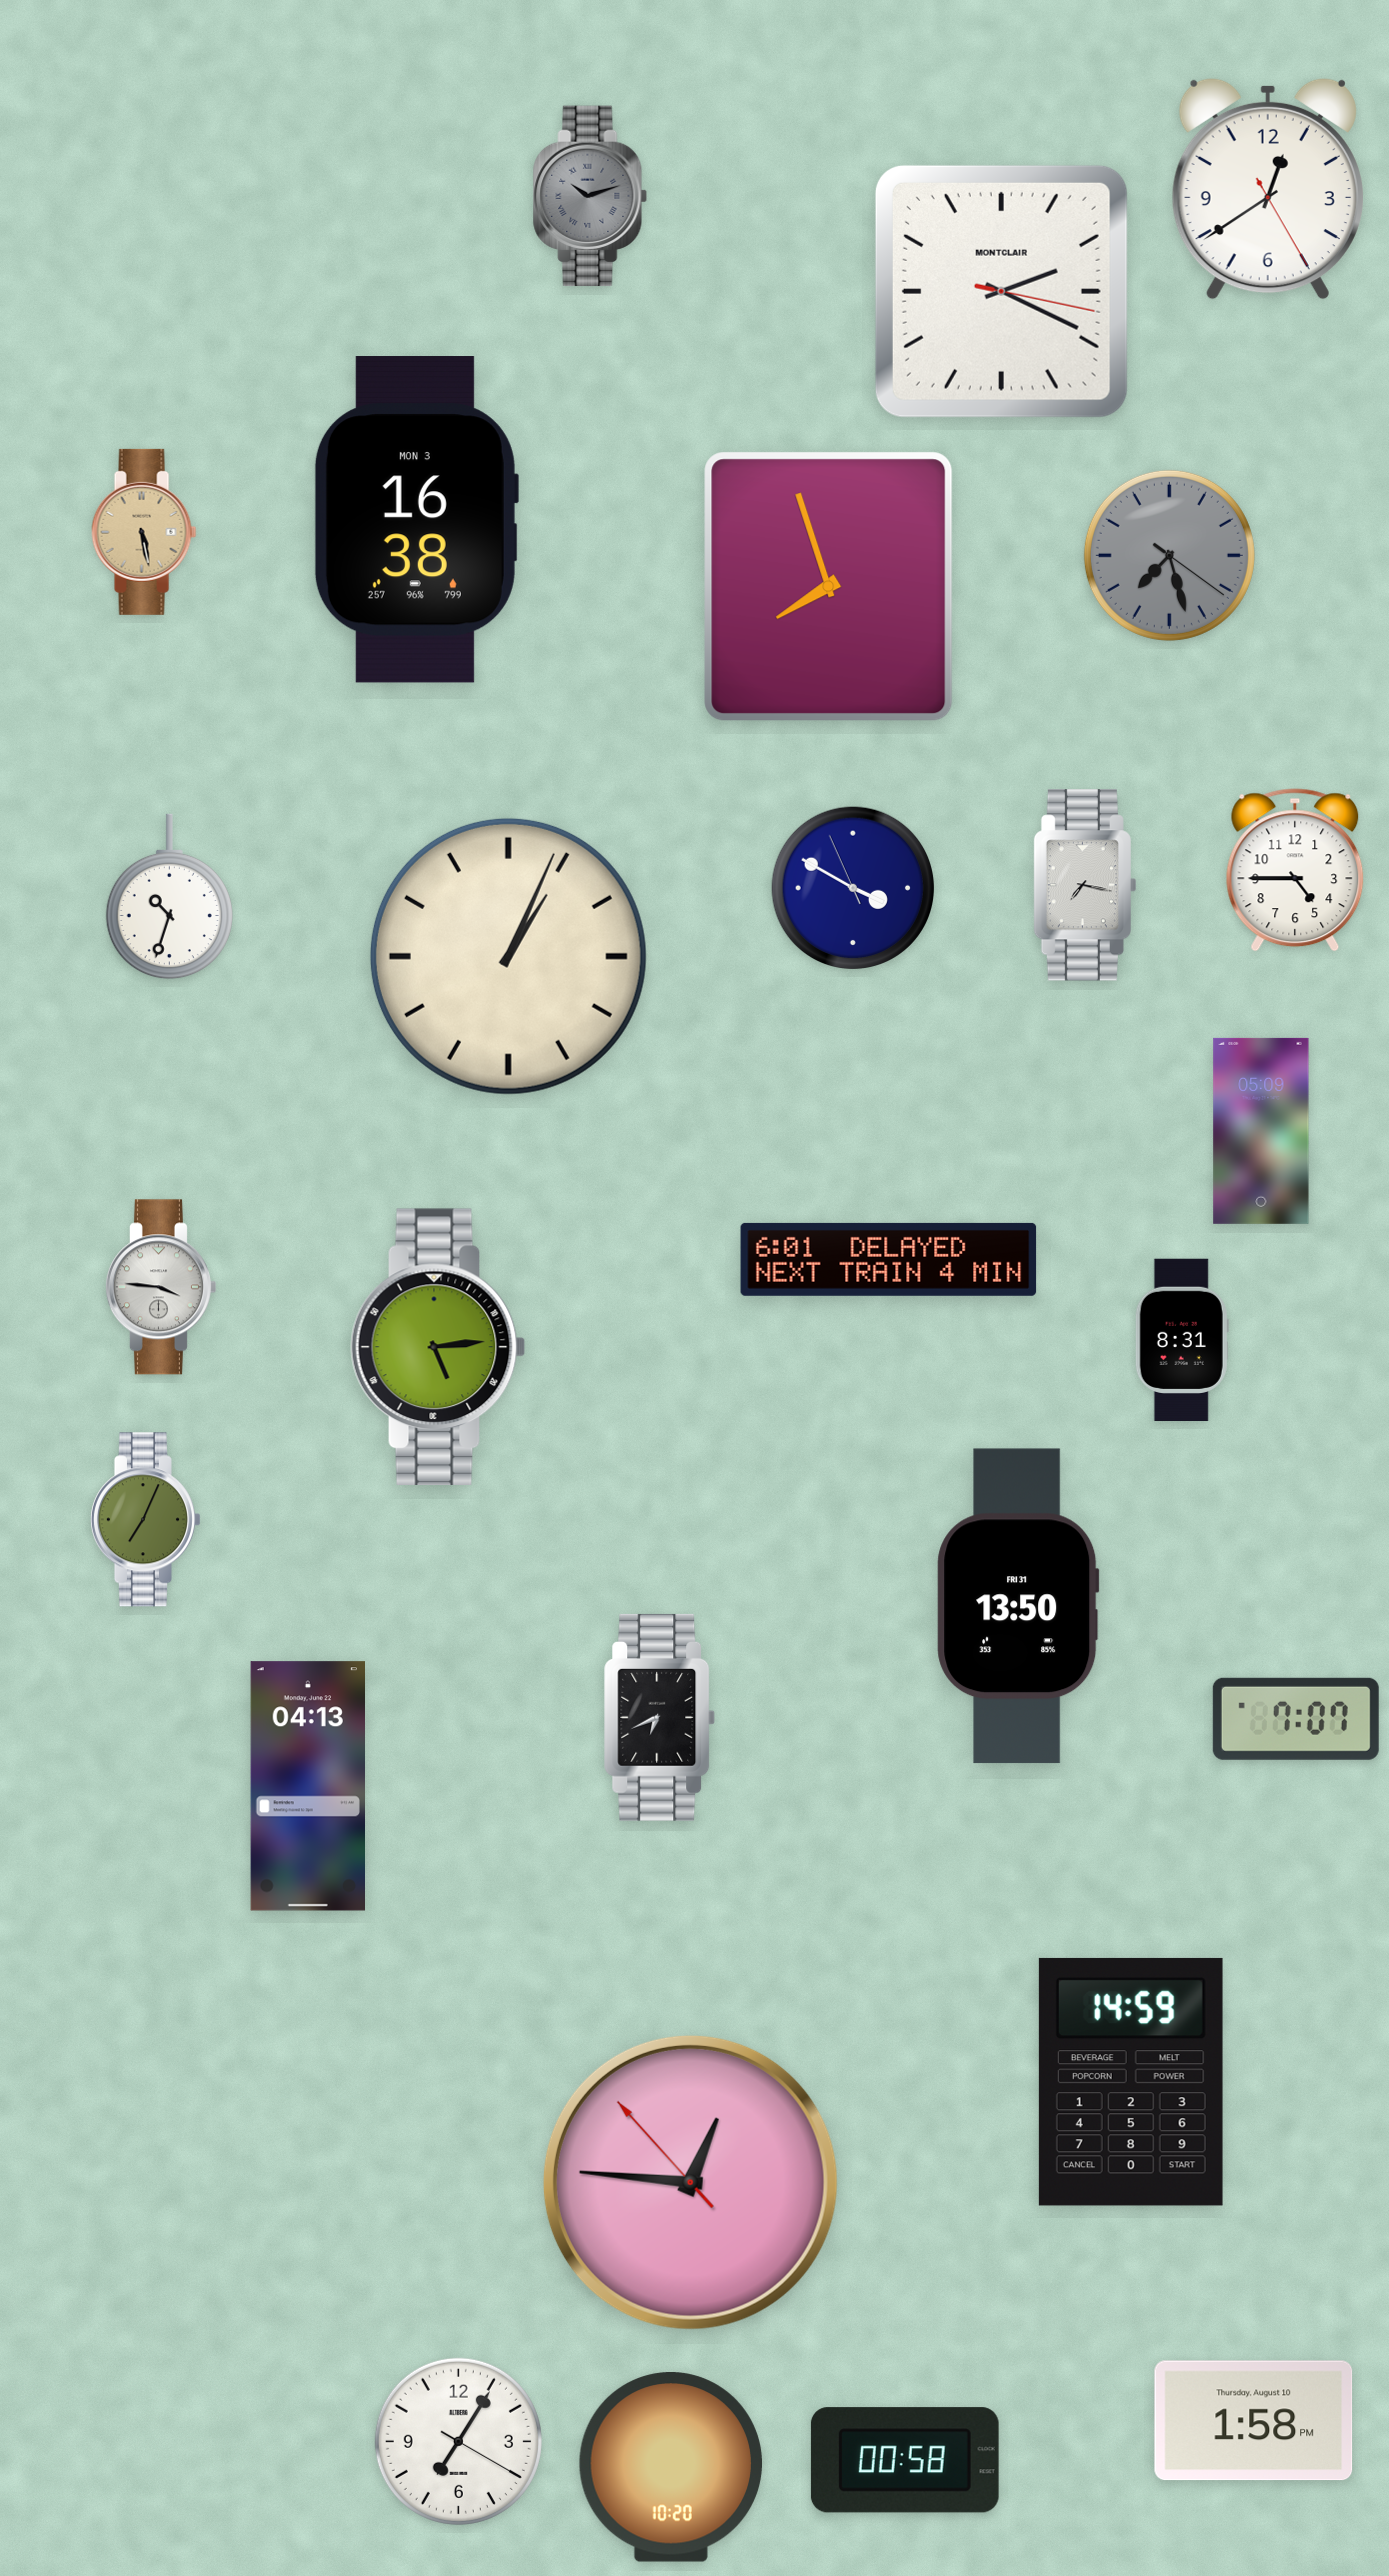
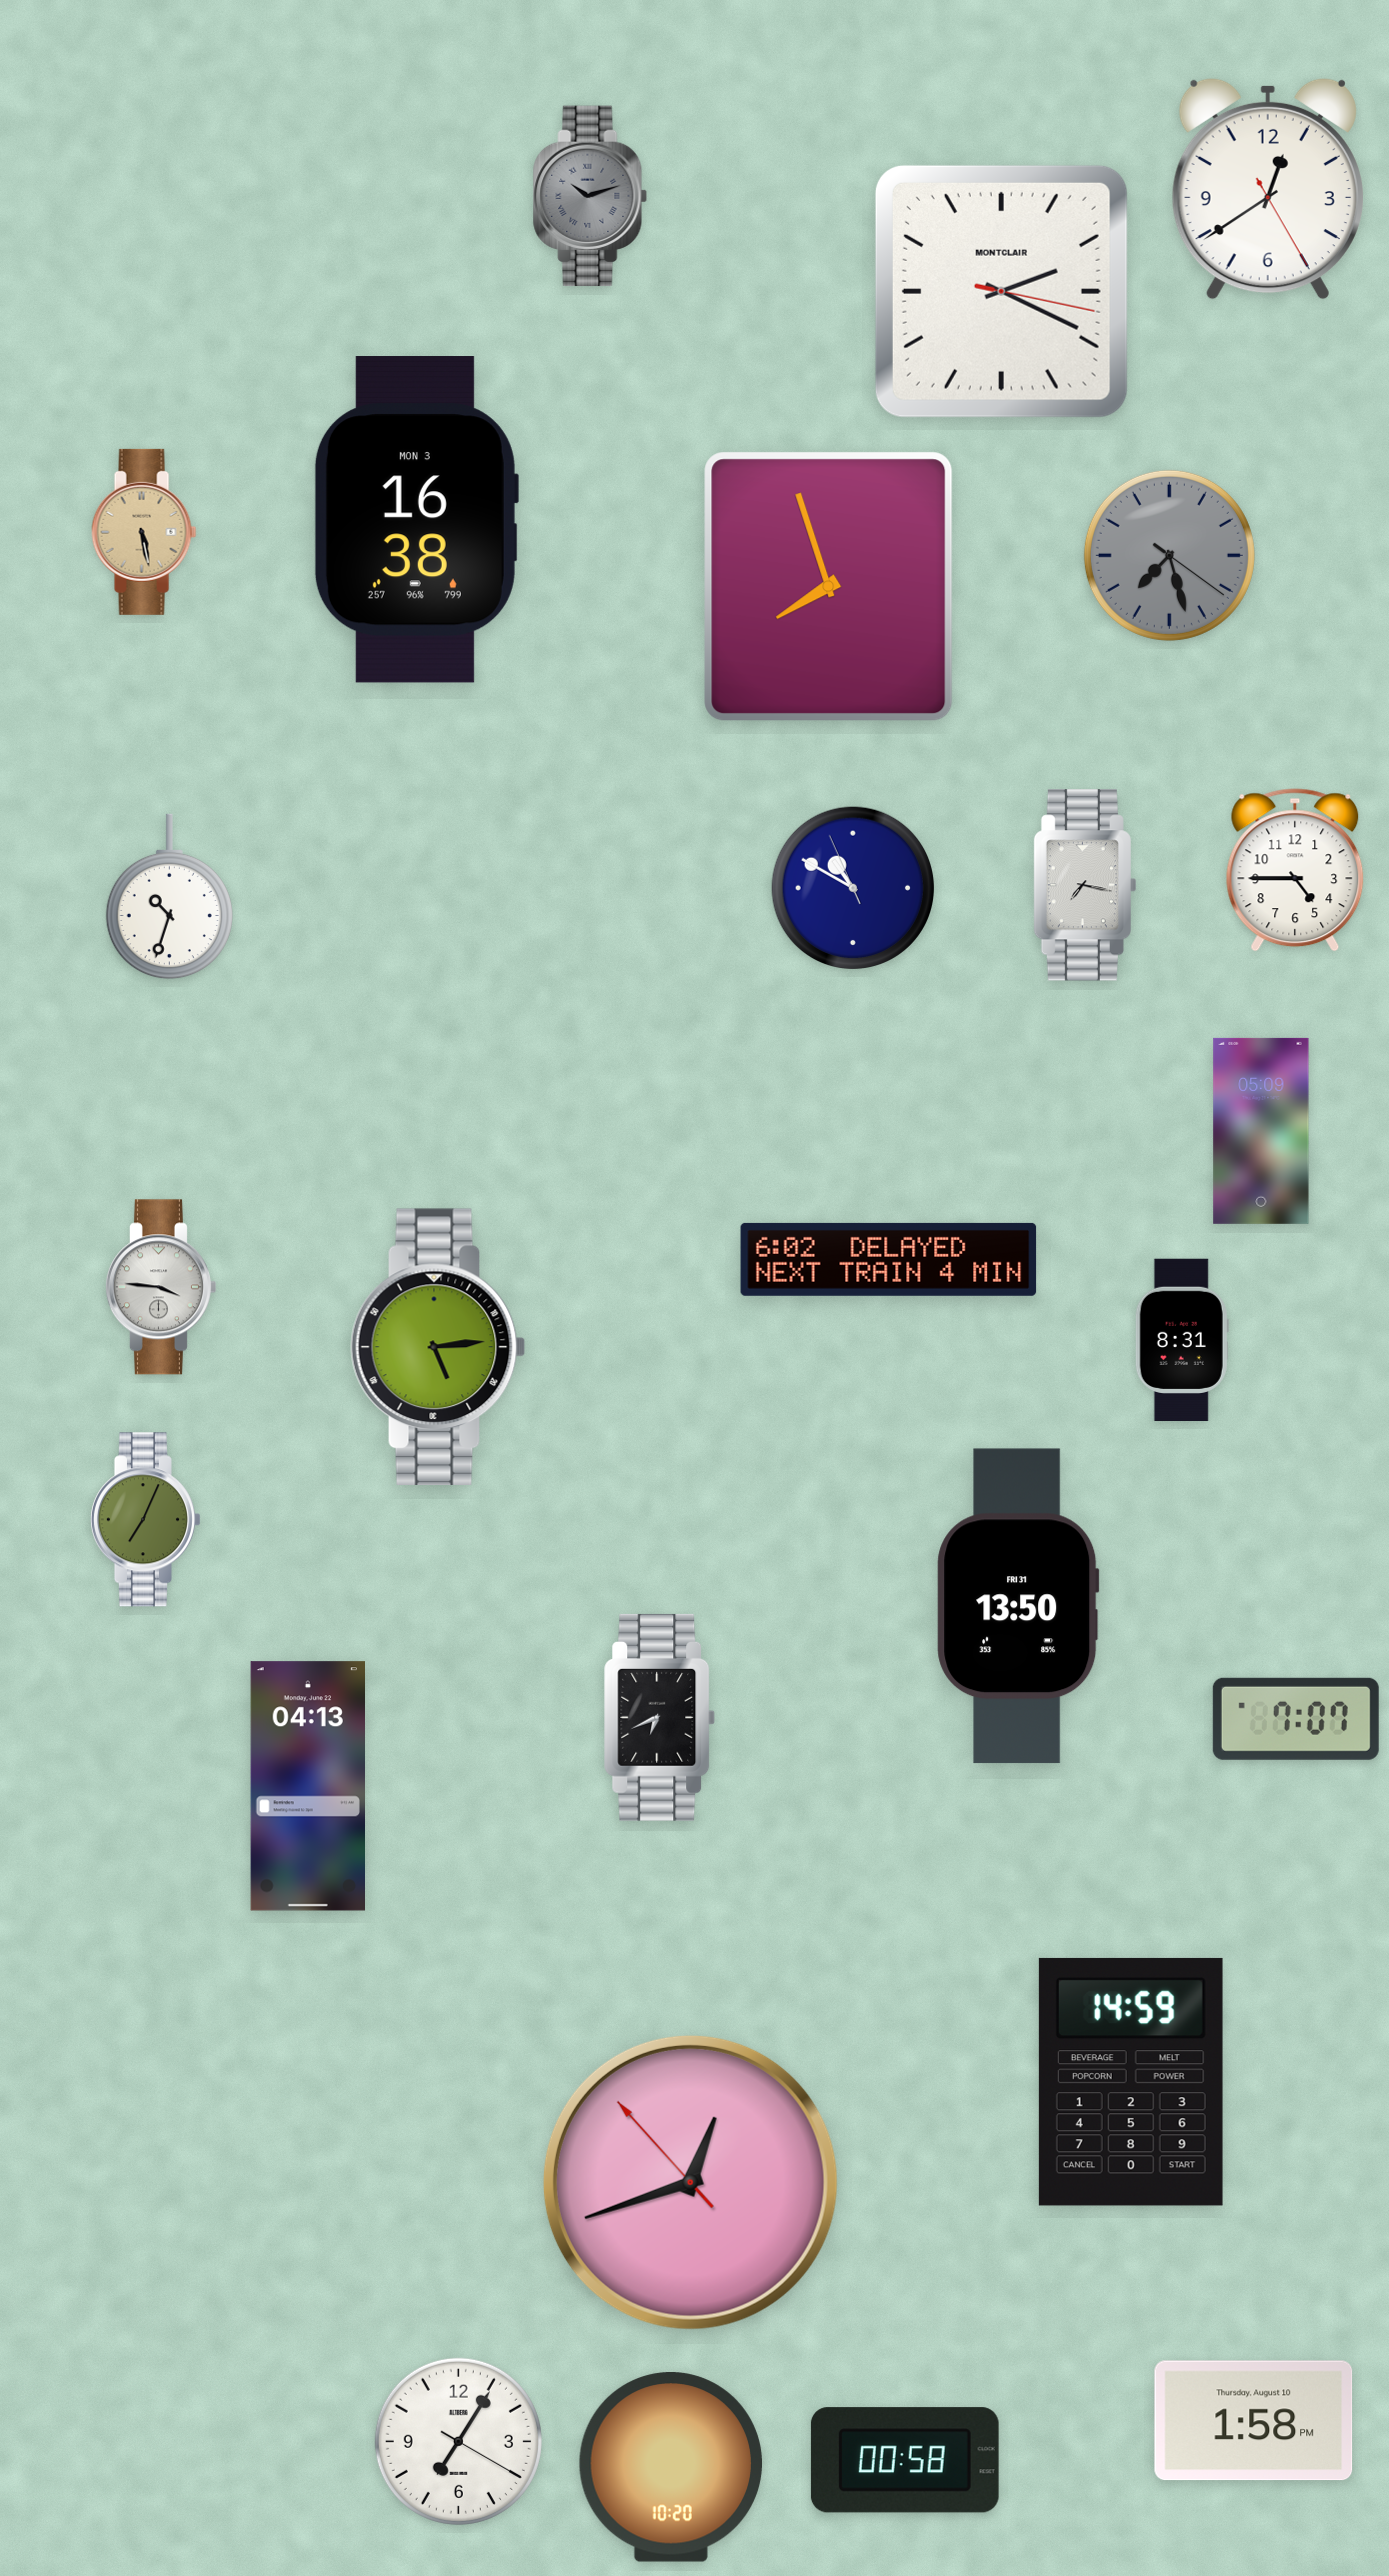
clock at (852, 887): 3:49 -> 10:49
clock at (508, 956): 1:04 -> none
clock at (889, 1259): 6:01 -> 6:02
clock at (690, 2182): 12:45 -> 12:41
